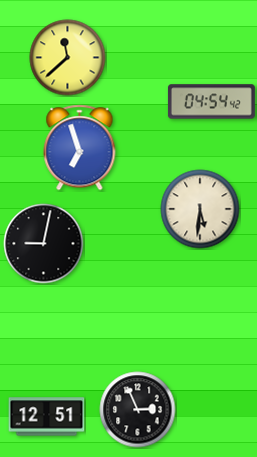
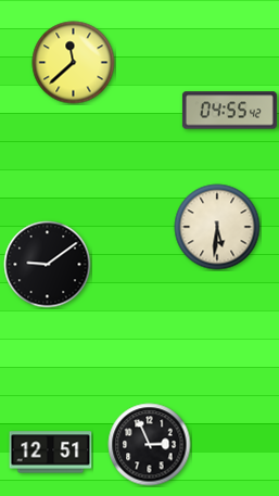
clock at (211, 102): 04:54 -> 04:55
clock at (80, 148): 6:57 -> none
clock at (44, 244): 9:02 -> 9:09
